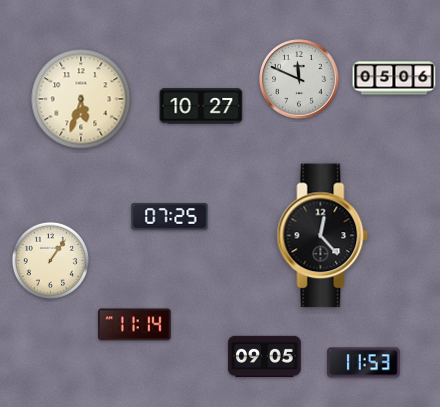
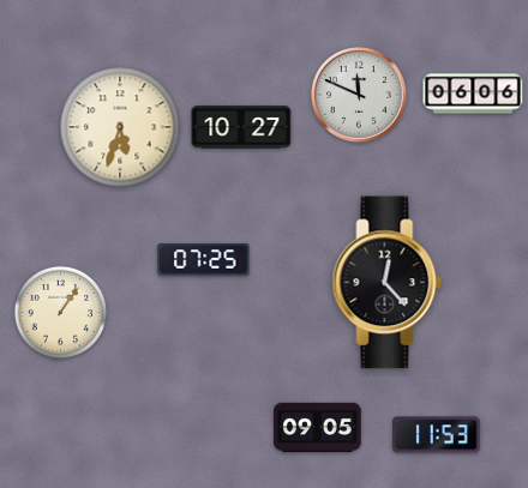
clock at (394, 78): 05:06 -> 06:06
clock at (81, 99) position: (81, 99) -> (120, 127)
clock at (135, 325): 11:14 -> none
